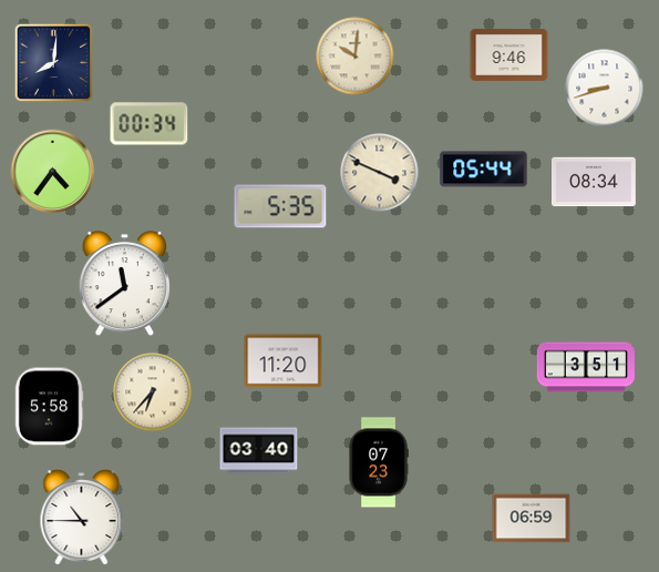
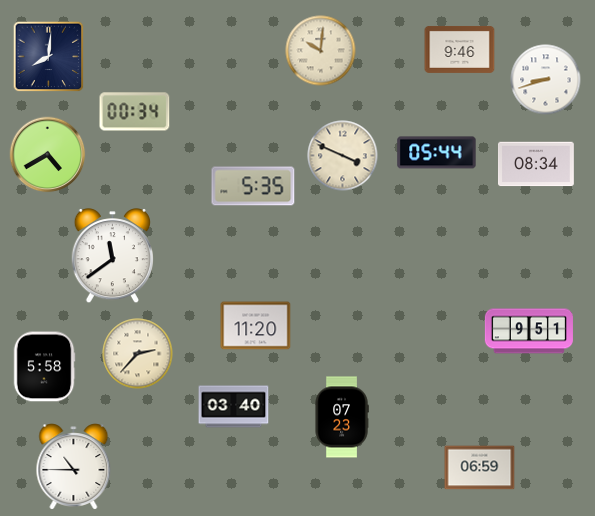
clock at (53, 172): 4:36 -> 4:40
clock at (586, 367): 3:51 -> 9:51
clock at (153, 392): 6:37 -> 2:37
